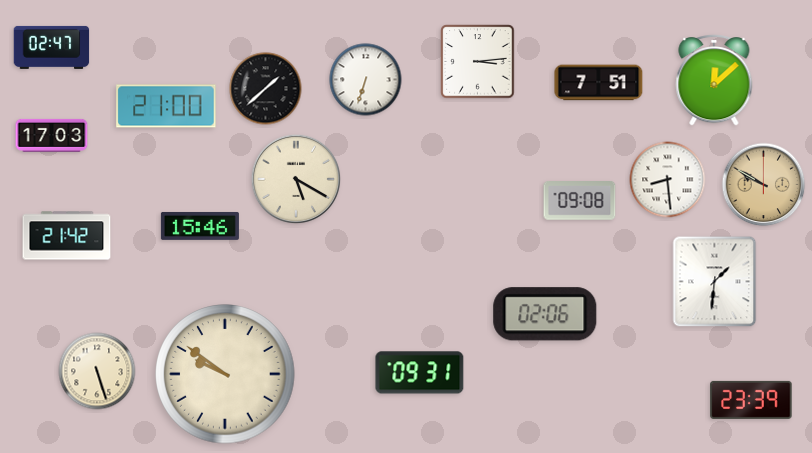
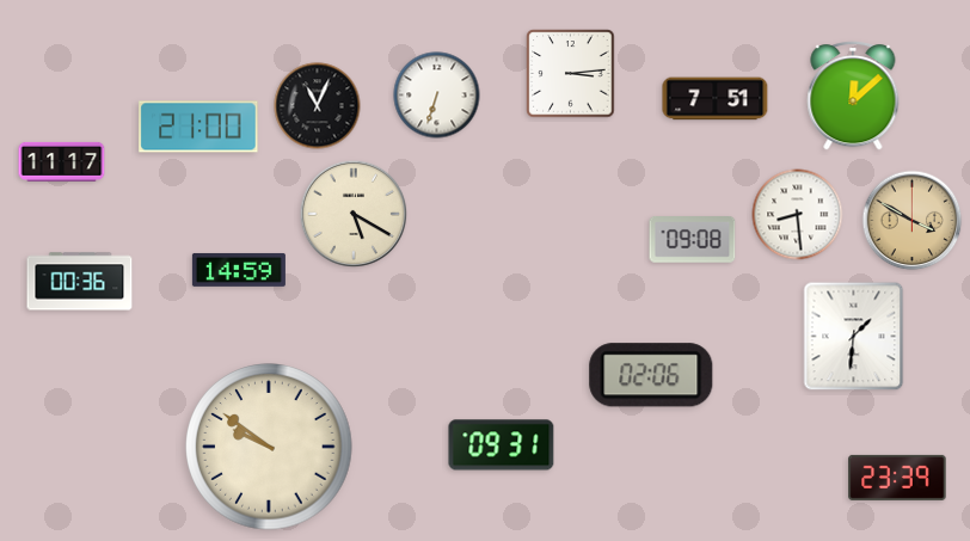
clock at (52, 47): 02:47 -> none
clock at (266, 89): 1:38 -> 11:04
clock at (52, 135): 17:03 -> 11:17
clock at (764, 185): 9:50 -> 3:50
clock at (200, 226): 15:46 -> 14:59
clock at (67, 236): 21:42 -> 00:36
clock at (97, 371): 5:27 -> none
